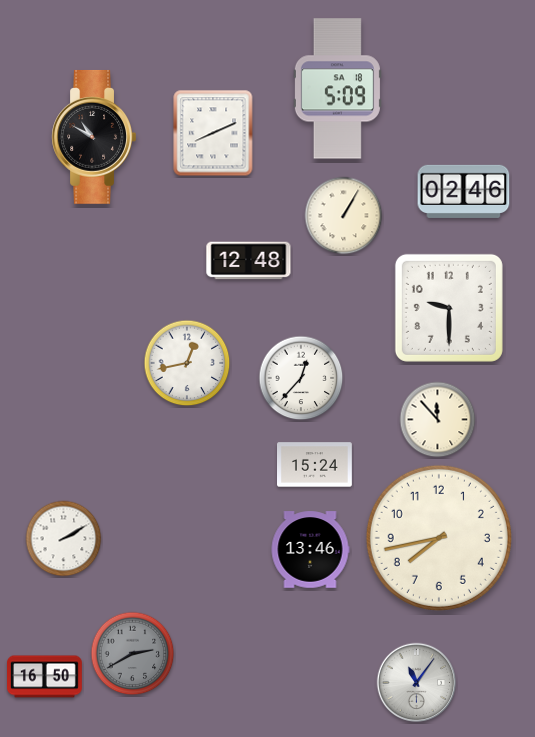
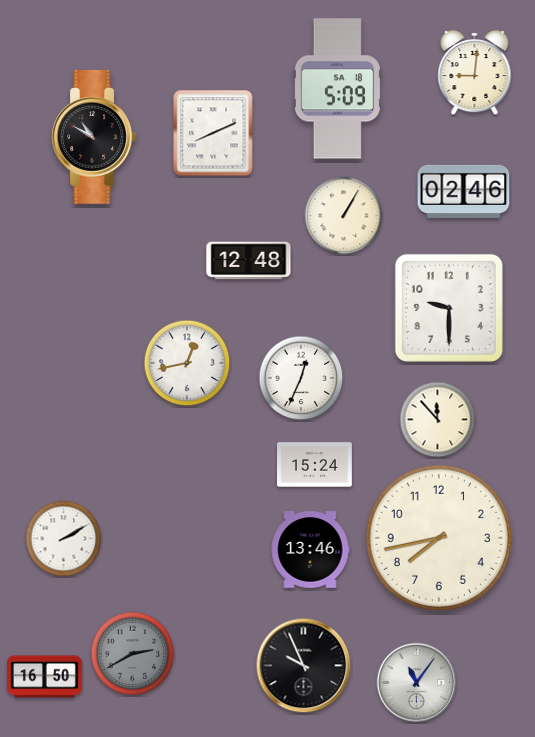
clock at (475, 73): none -> 9:01
clock at (301, 378): 12:37 -> 12:34
clock at (304, 666): none -> 9:56
